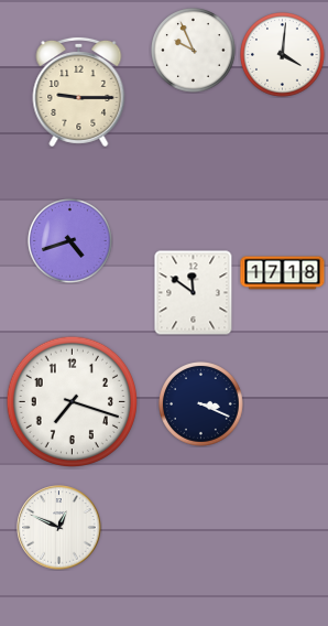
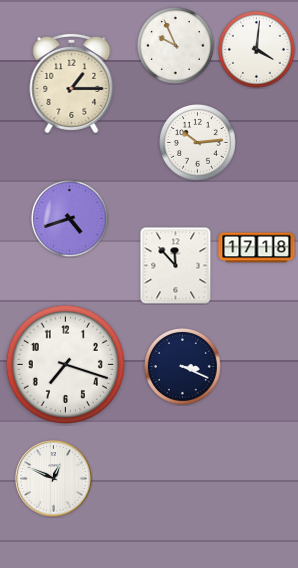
clock at (79, 91): 9:15 -> 1:15
clock at (198, 143): none -> 10:14
clock at (70, 241) position: (70, 241) -> (70, 219)
clock at (194, 292): 11:51 -> 11:53
